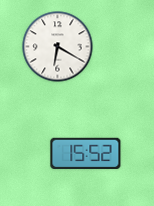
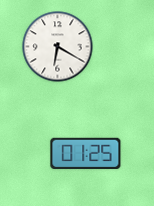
clock at (86, 153): 15:52 -> 01:25
